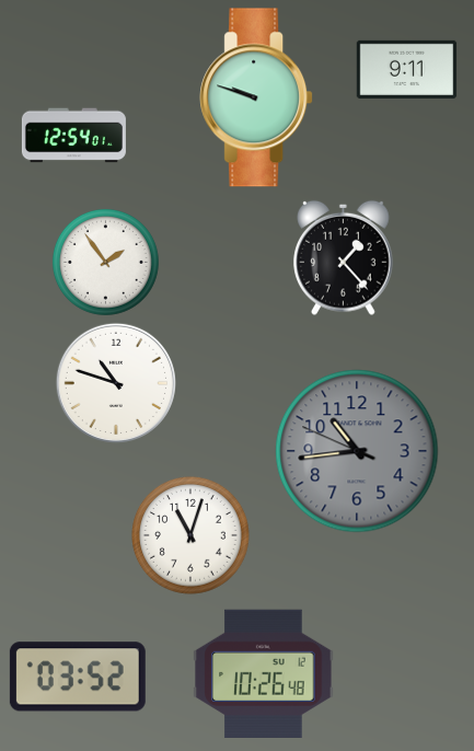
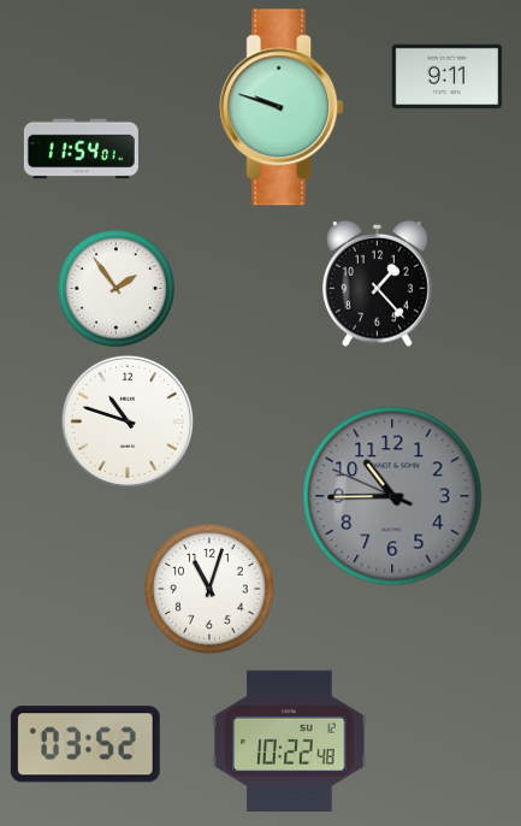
clock at (73, 136): 12:54 -> 11:54
clock at (357, 451): 10:43 -> 10:44
clock at (264, 673): 10:26 -> 10:22
